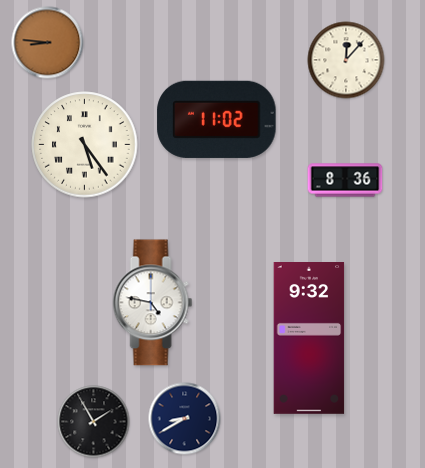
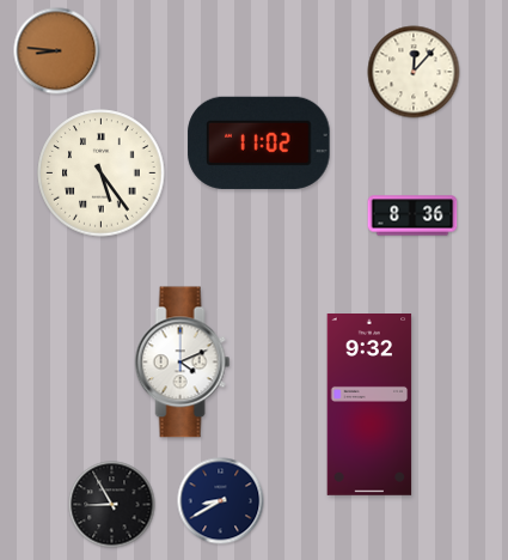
clock at (153, 303): 4:47 -> 4:11
clock at (94, 422): 1:55 -> 8:55
